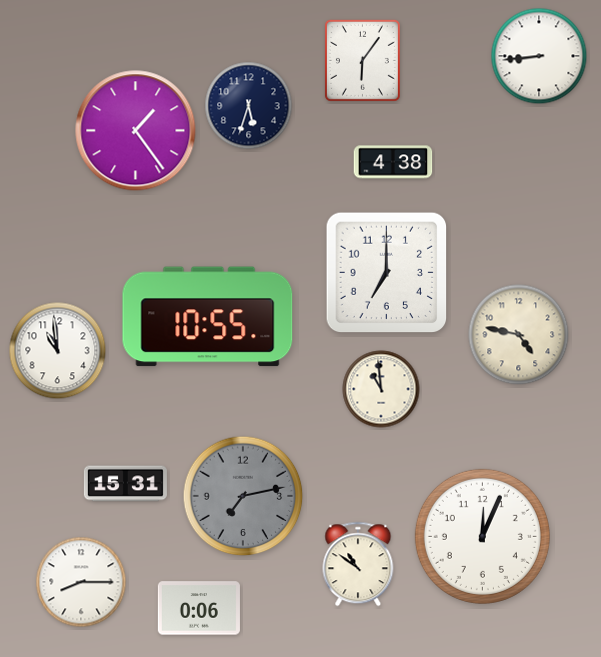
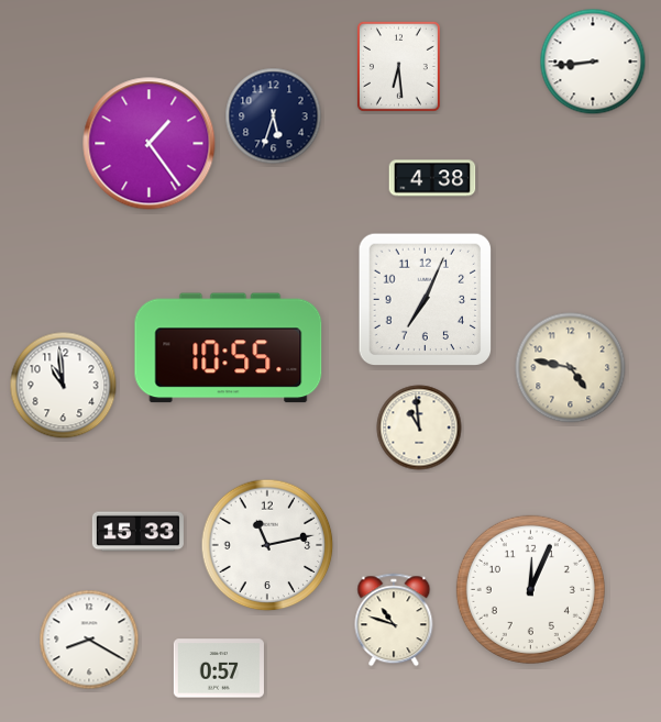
clock at (362, 60): 6:06 -> 6:29
clock at (387, 273): 7:00 -> 7:04
clock at (125, 484): 15:31 -> 15:33
clock at (243, 496): 7:13 -> 11:13
clock at (243, 496) dial: grey -> white
clock at (358, 564): 10:51 -> 10:48
clock at (81, 582): 8:15 -> 8:20
clock at (199, 608): 0:06 -> 0:57
